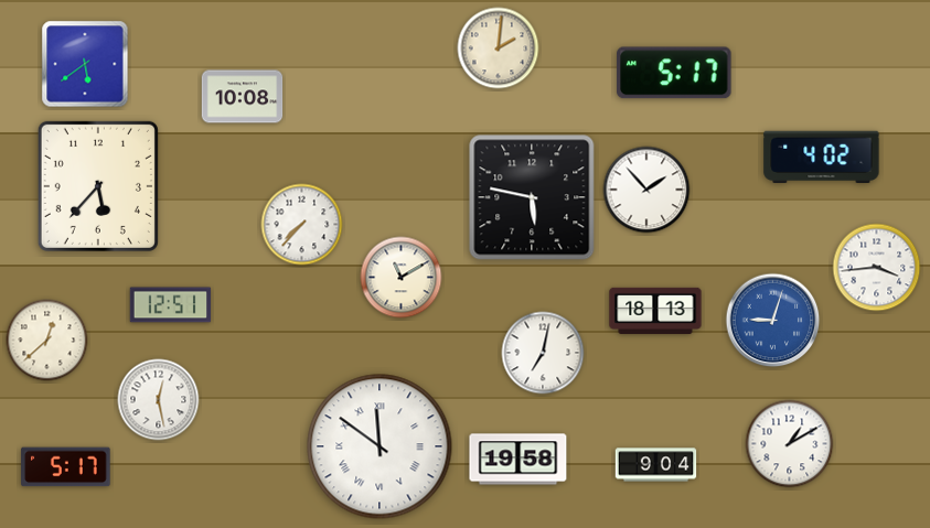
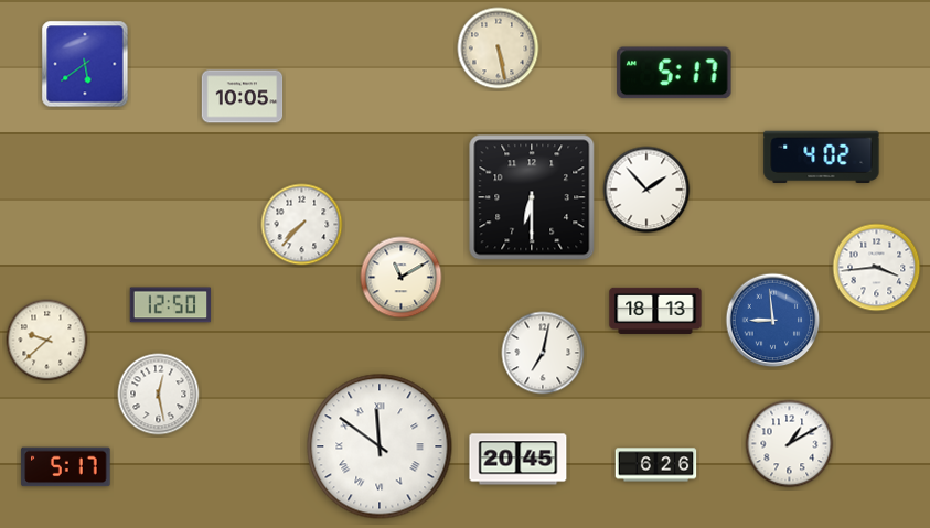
clock at (499, 49): 2:01 -> 5:28
clock at (243, 97): 10:08 -> 10:05
clock at (98, 186): 5:37 -> none
clock at (532, 197): 5:47 -> 6:30
clock at (171, 305): 12:51 -> 12:50
clock at (773, 321): 9:03 -> 8:59
clock at (47, 341): 12:38 -> 9:38
clock at (159, 400) position: (159, 400) -> (159, 395)
clock at (519, 460): 19:58 -> 20:45
clock at (656, 465): 9:04 -> 6:26
